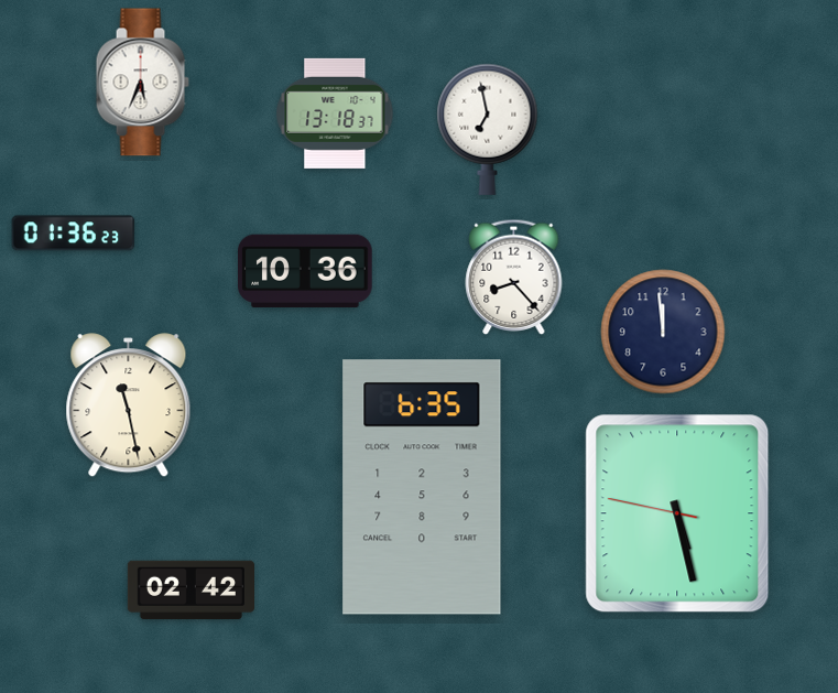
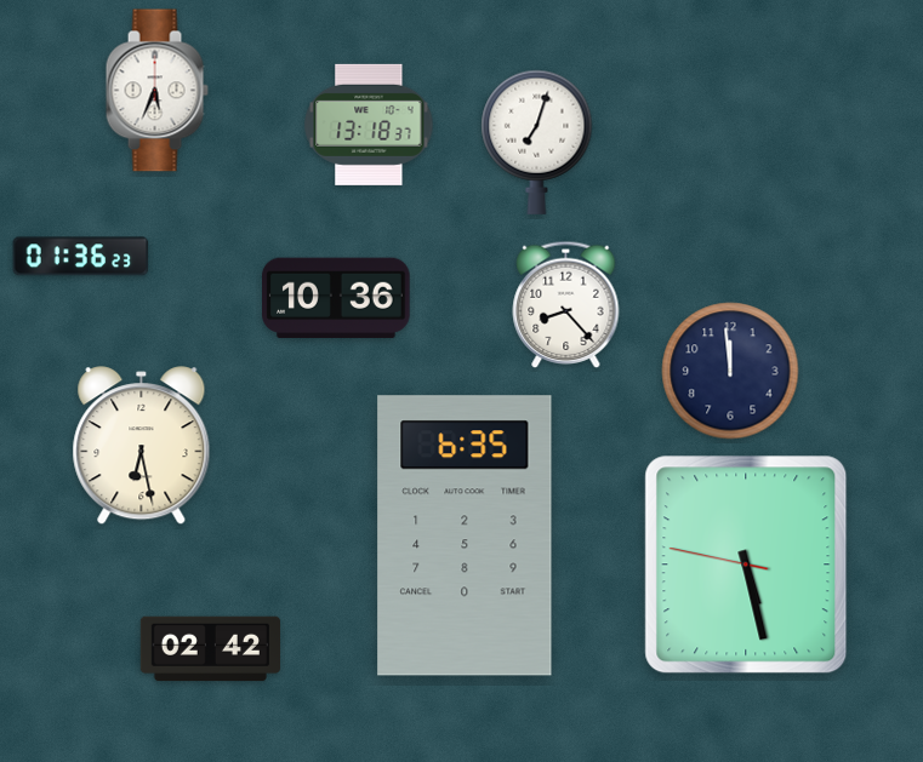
clock at (488, 129): 6:58 -> 7:03
clock at (663, 332) position: (663, 332) -> (730, 371)
clock at (129, 405): 11:28 -> 6:28
